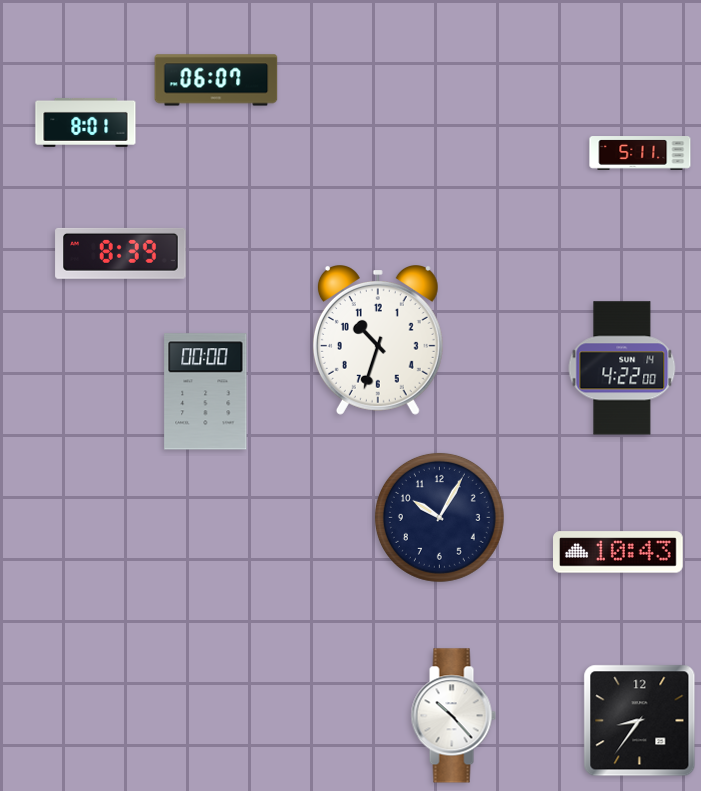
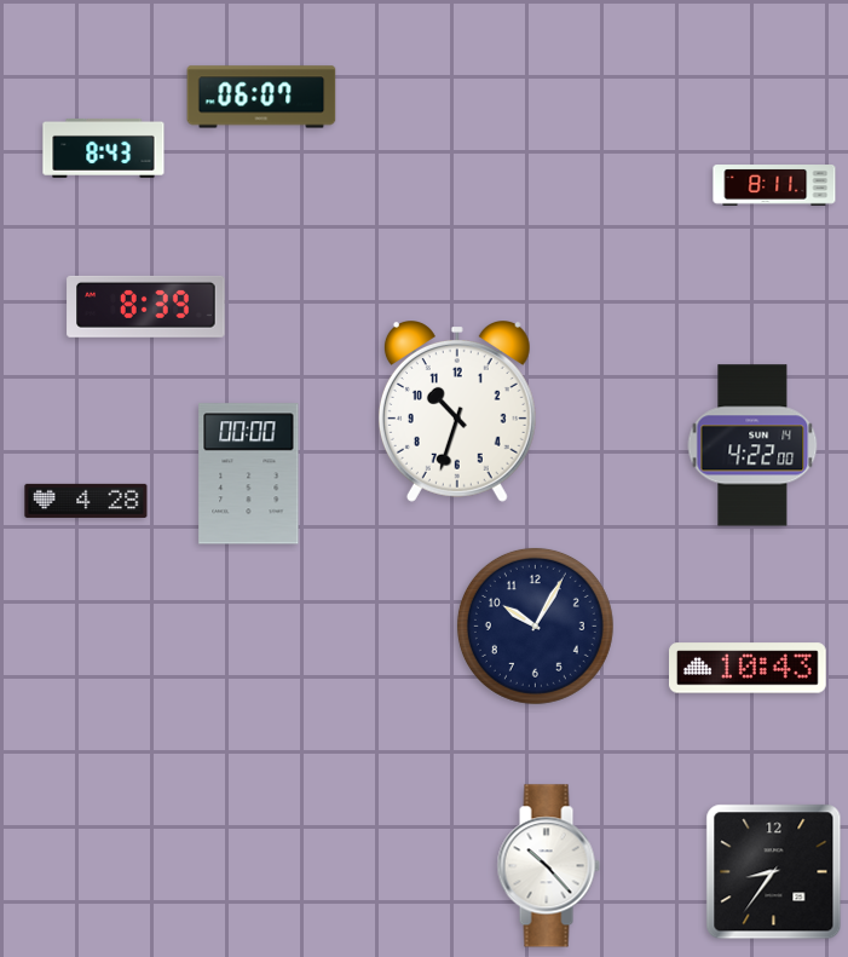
clock at (86, 122): 8:01 -> 8:43
clock at (640, 153): 5:11 -> 8:11
clock at (86, 501): none -> 4:28
clock at (439, 517) position: (439, 517) -> (535, 625)
